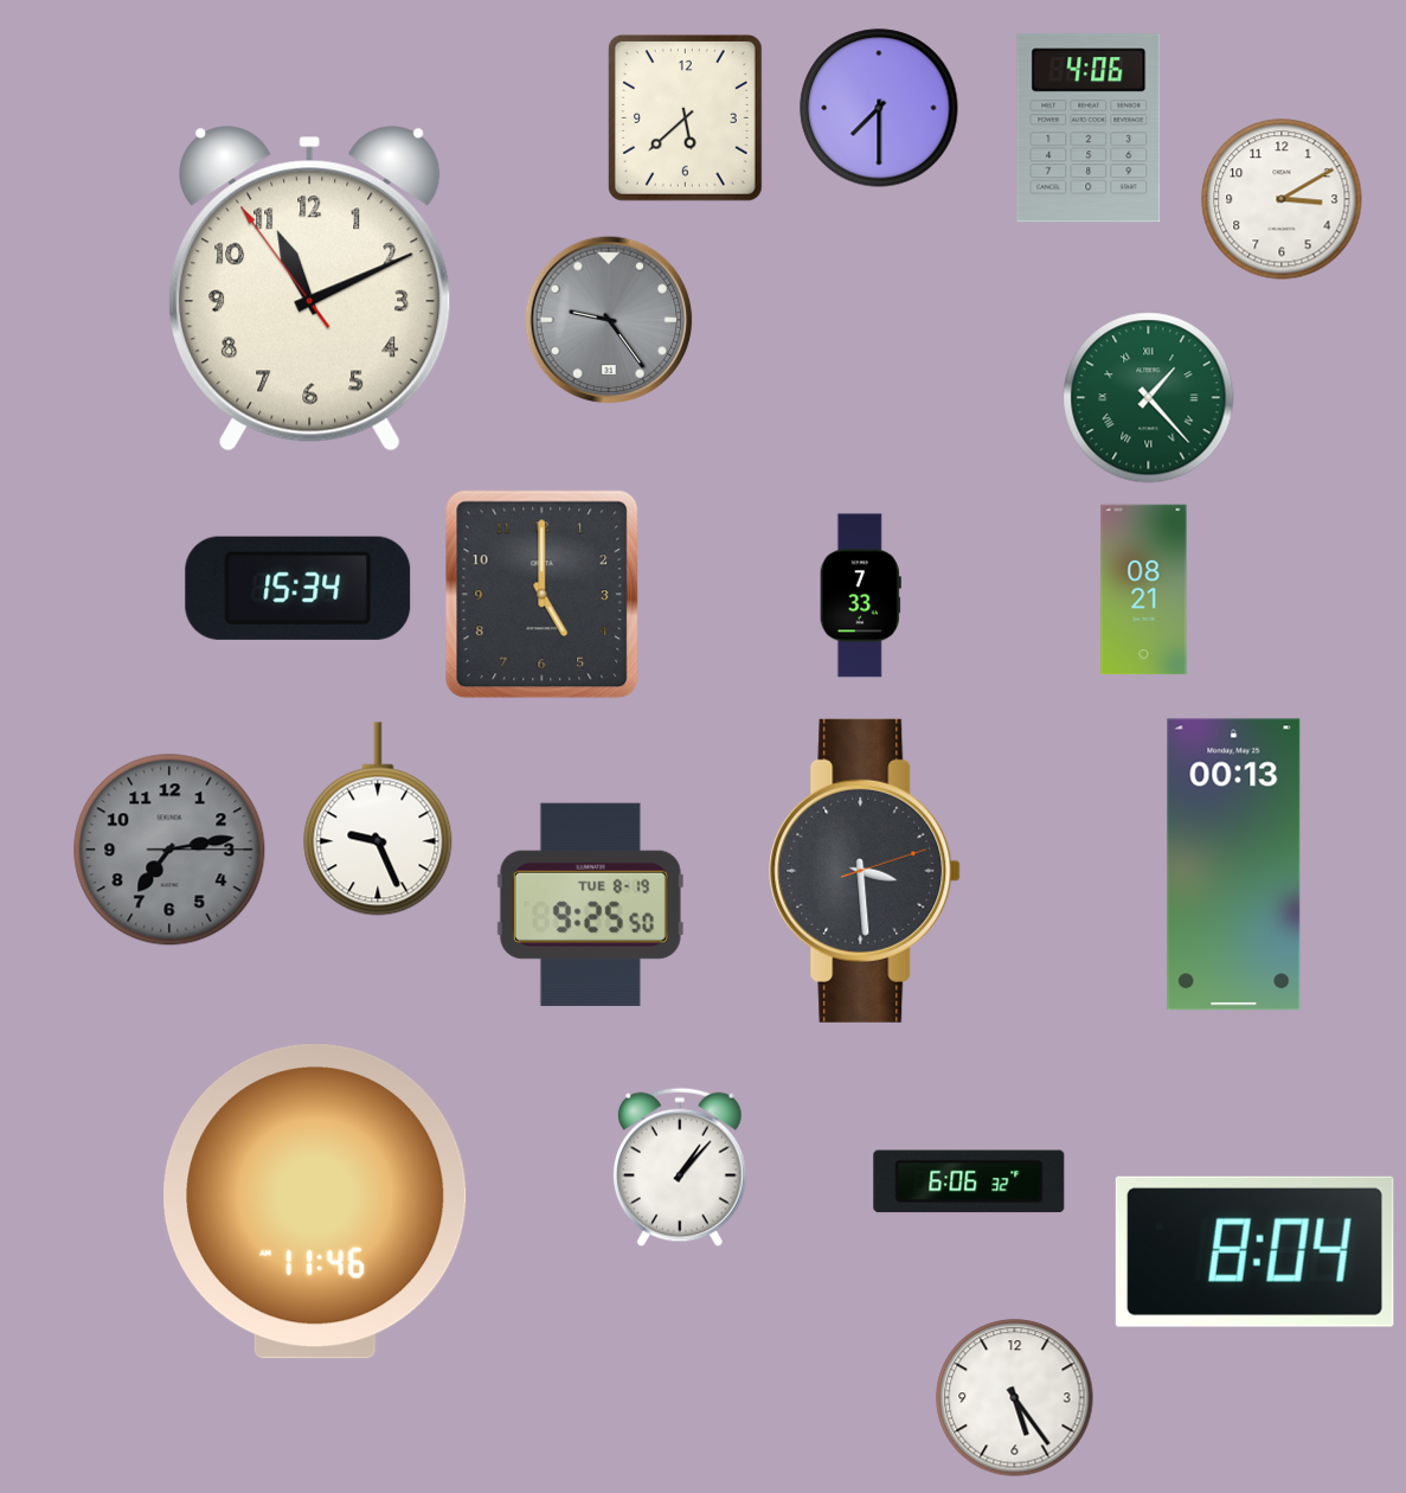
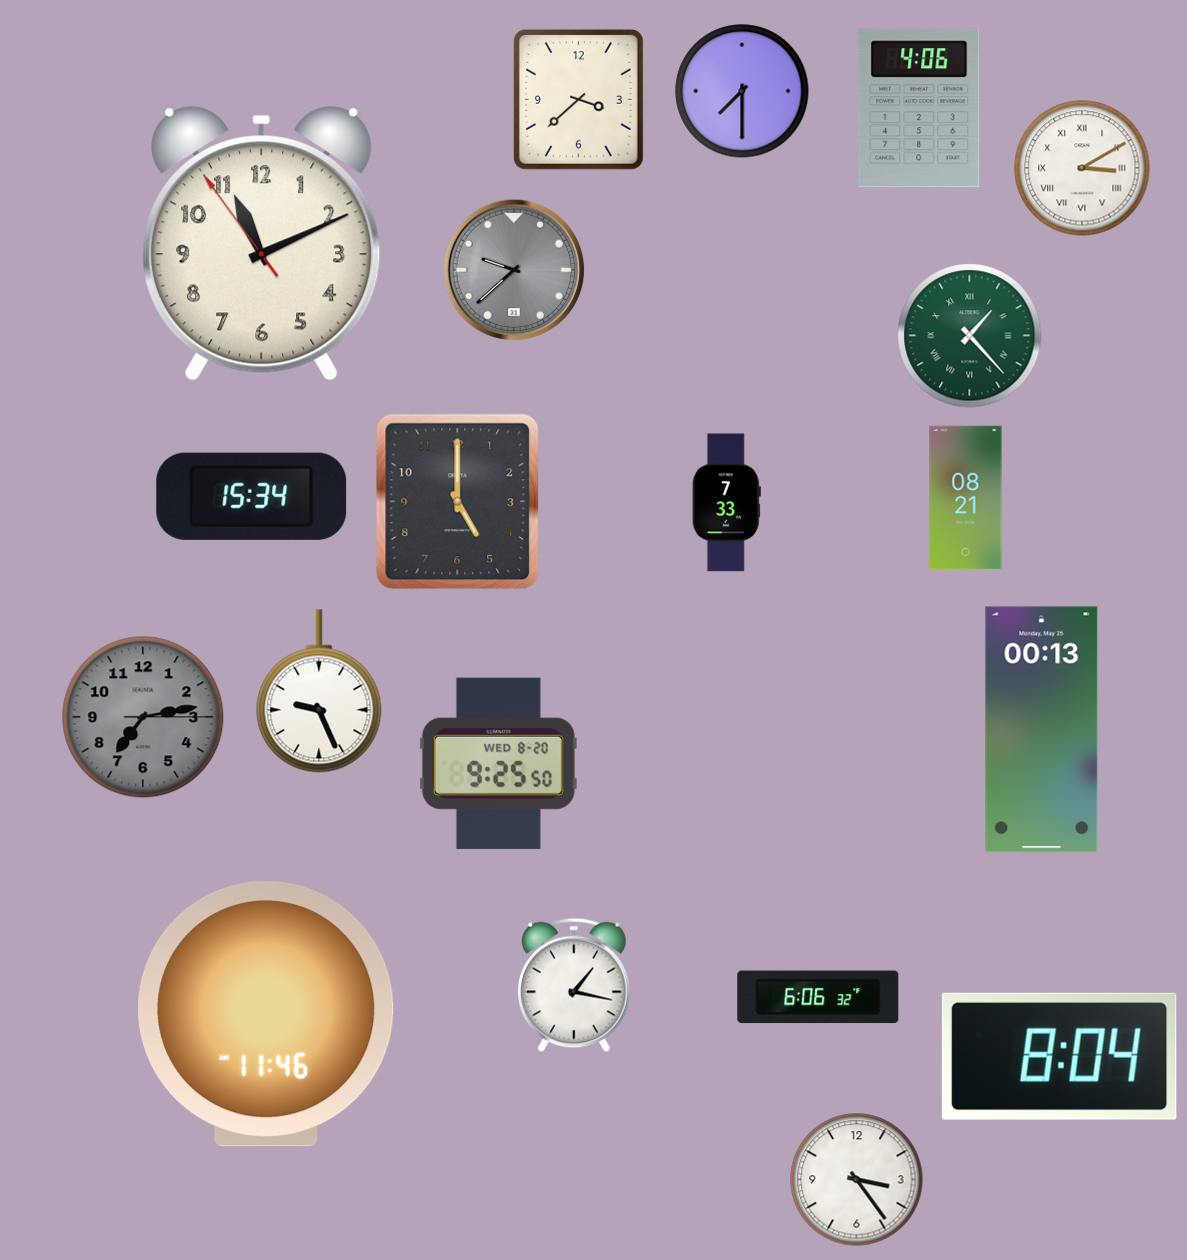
clock at (685, 117): 5:38 -> 3:38
clock at (1282, 199) numerals: Arabic -> Roman
clock at (609, 320): 9:24 -> 9:38
clock at (865, 871): 3:29 -> none
clock at (590, 904) date: TUE 8-19 -> WED 8-20
clock at (681, 1167): 1:07 -> 1:17
clock at (1015, 1398): 5:24 -> 3:24
